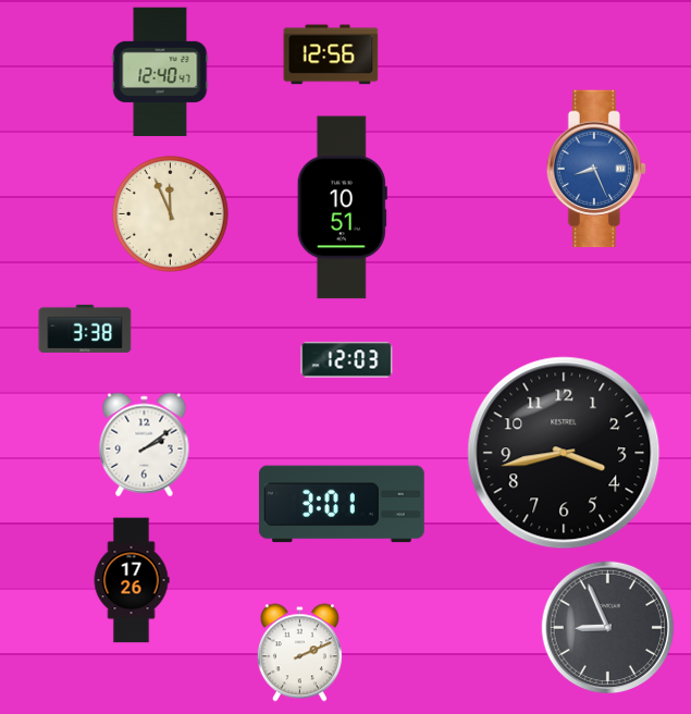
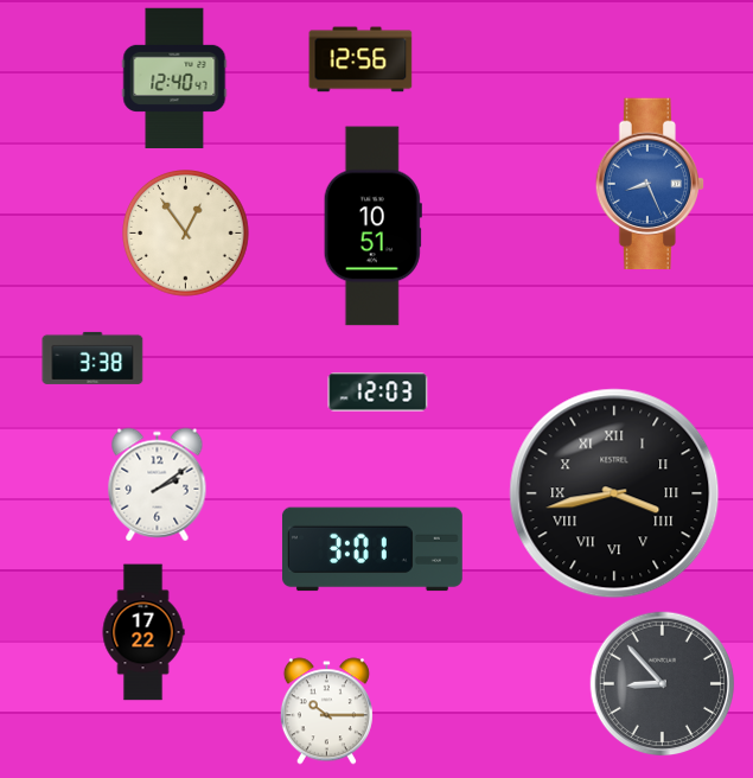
clock at (171, 214): 11:56 -> 12:54
clock at (564, 453) numerals: Arabic -> Roman
clock at (132, 580): 17:26 -> 17:22
clock at (608, 628): 8:56 -> 8:53
clock at (299, 653): 2:11 -> 10:15
